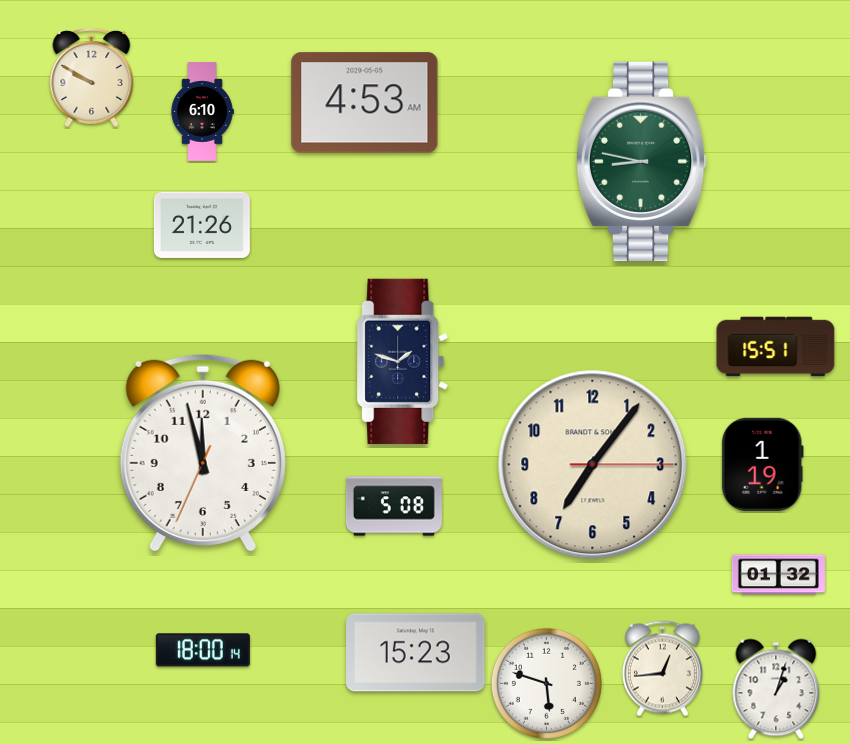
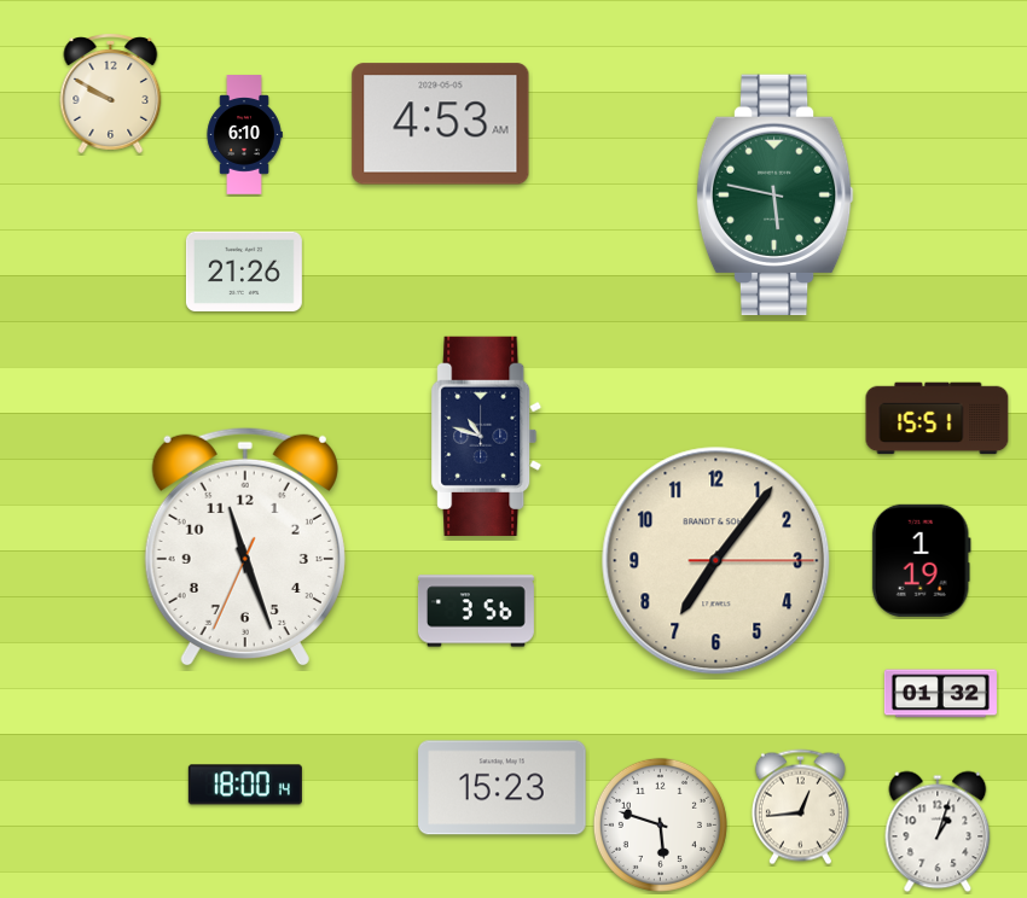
clock at (641, 162): 8:47 -> 5:47
clock at (403, 361): 1:48 -> 10:48
clock at (203, 453): 11:57 -> 11:26
clock at (394, 506): 5:08 -> 3:56
